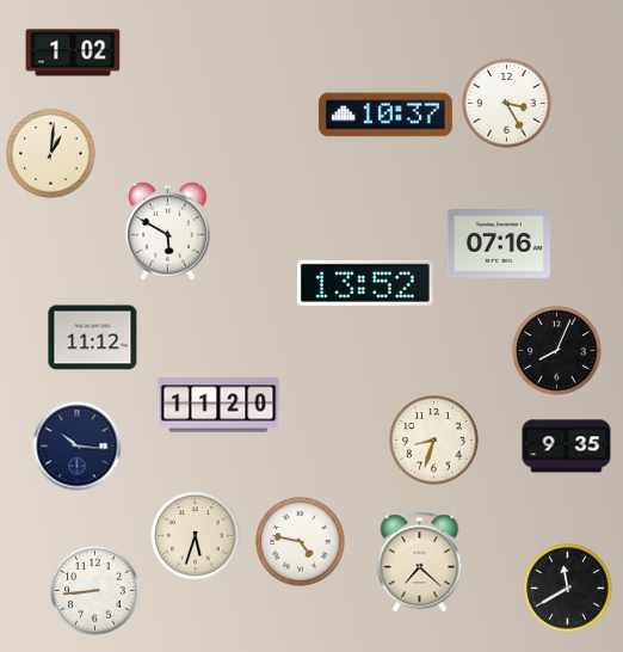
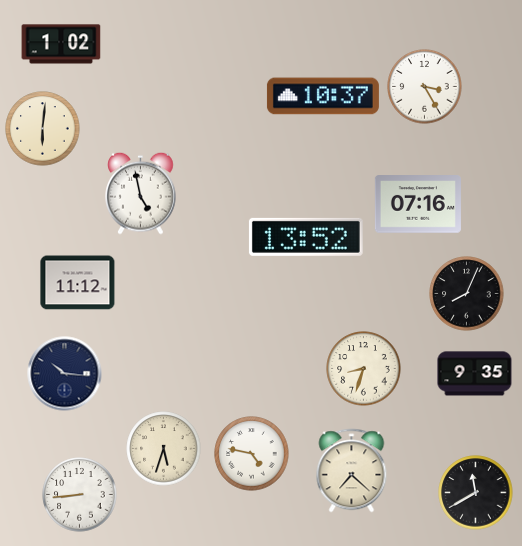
clock at (51, 154): 1:01 -> 6:01
clock at (168, 230): 5:50 -> 4:58
clock at (218, 405): 11:20 -> none
